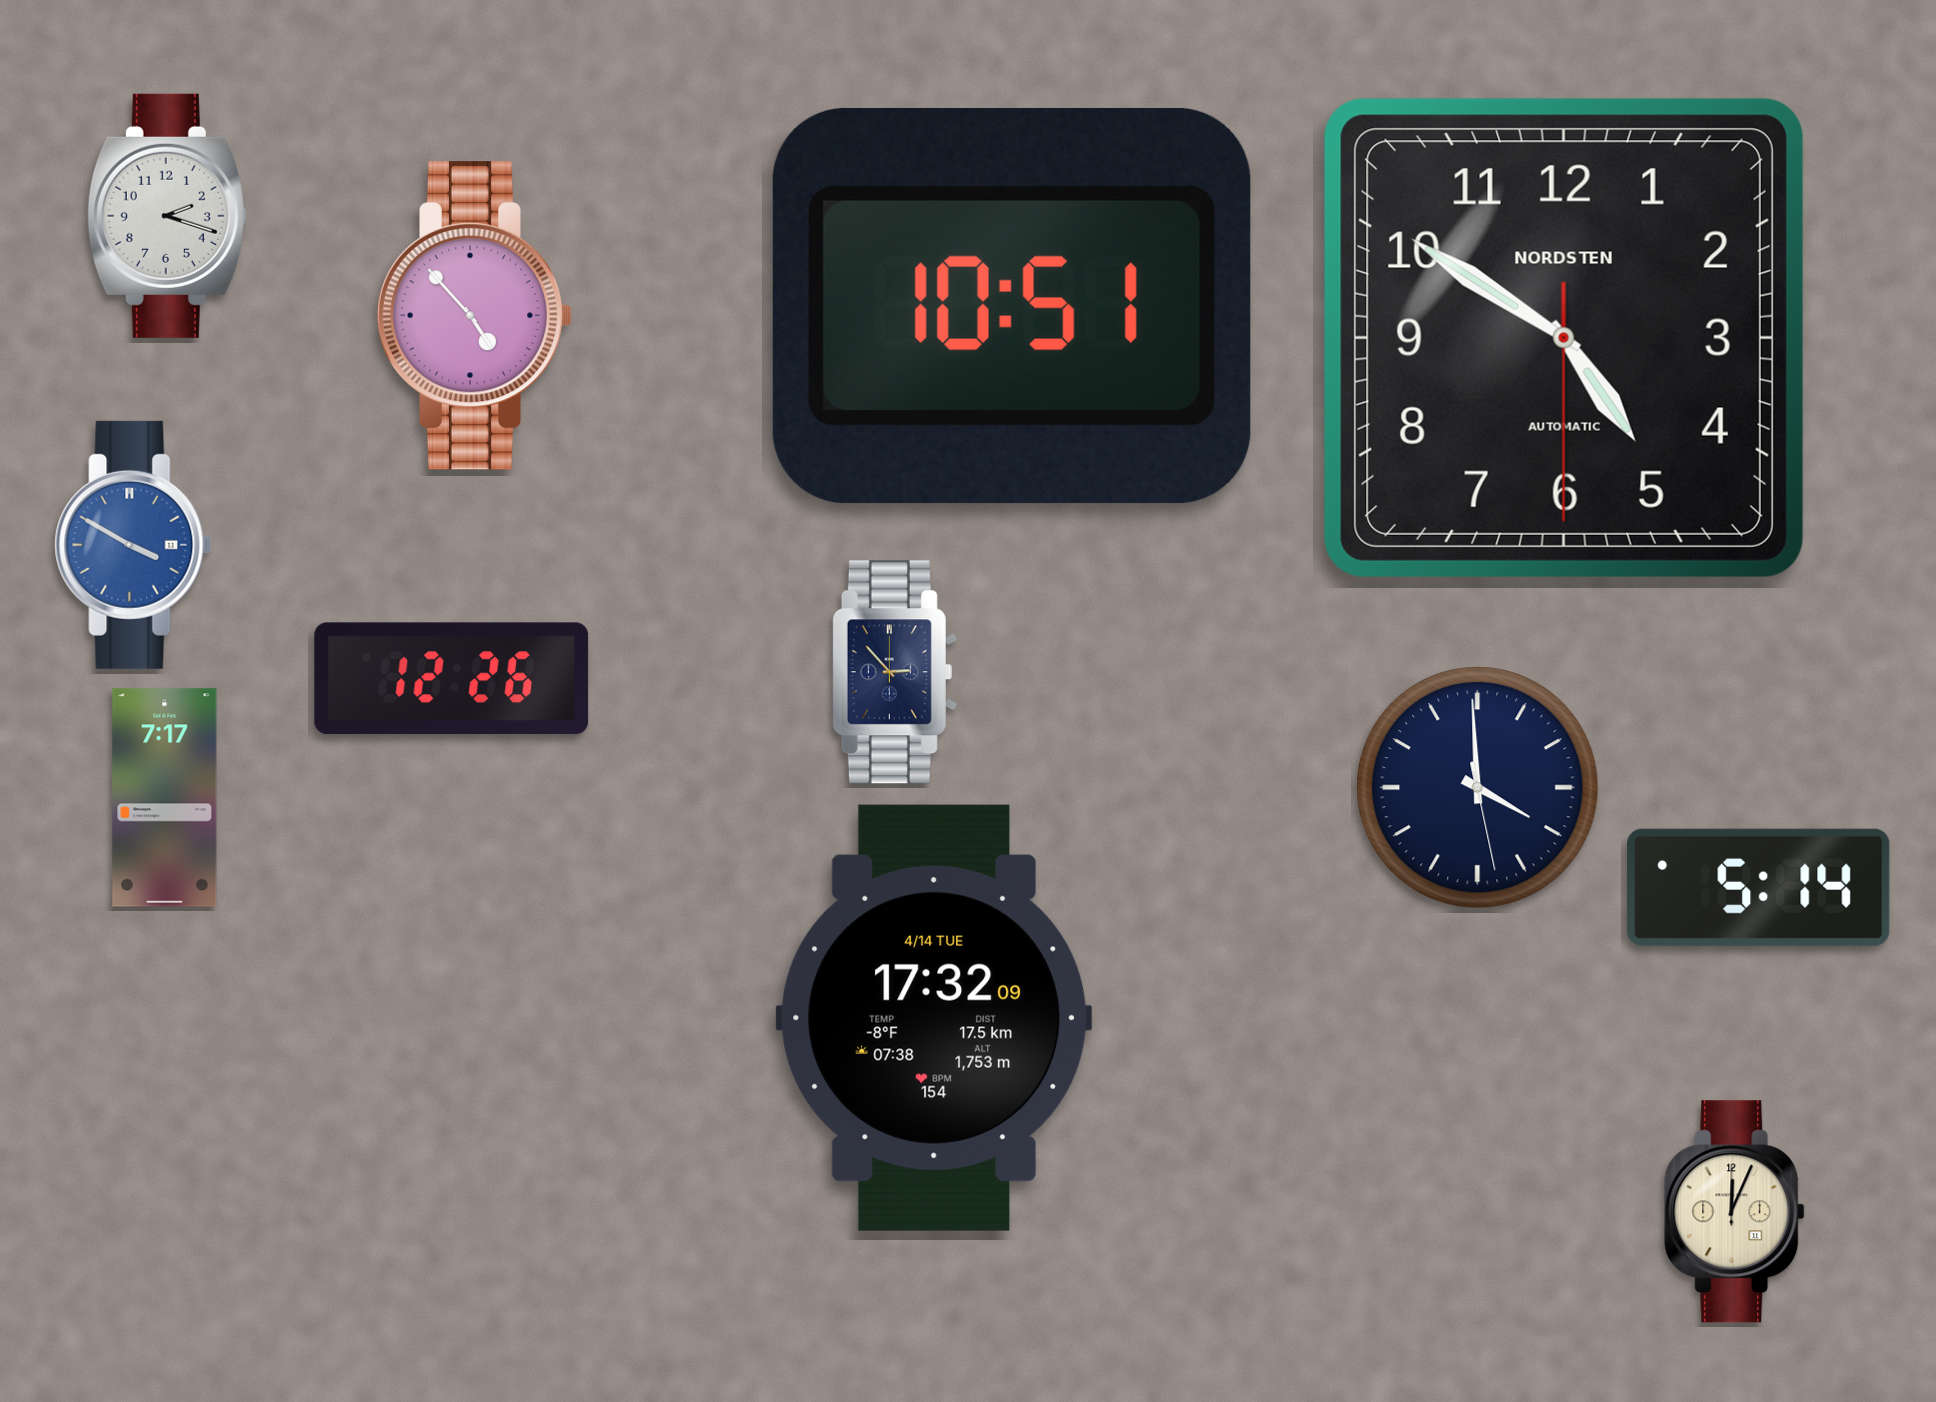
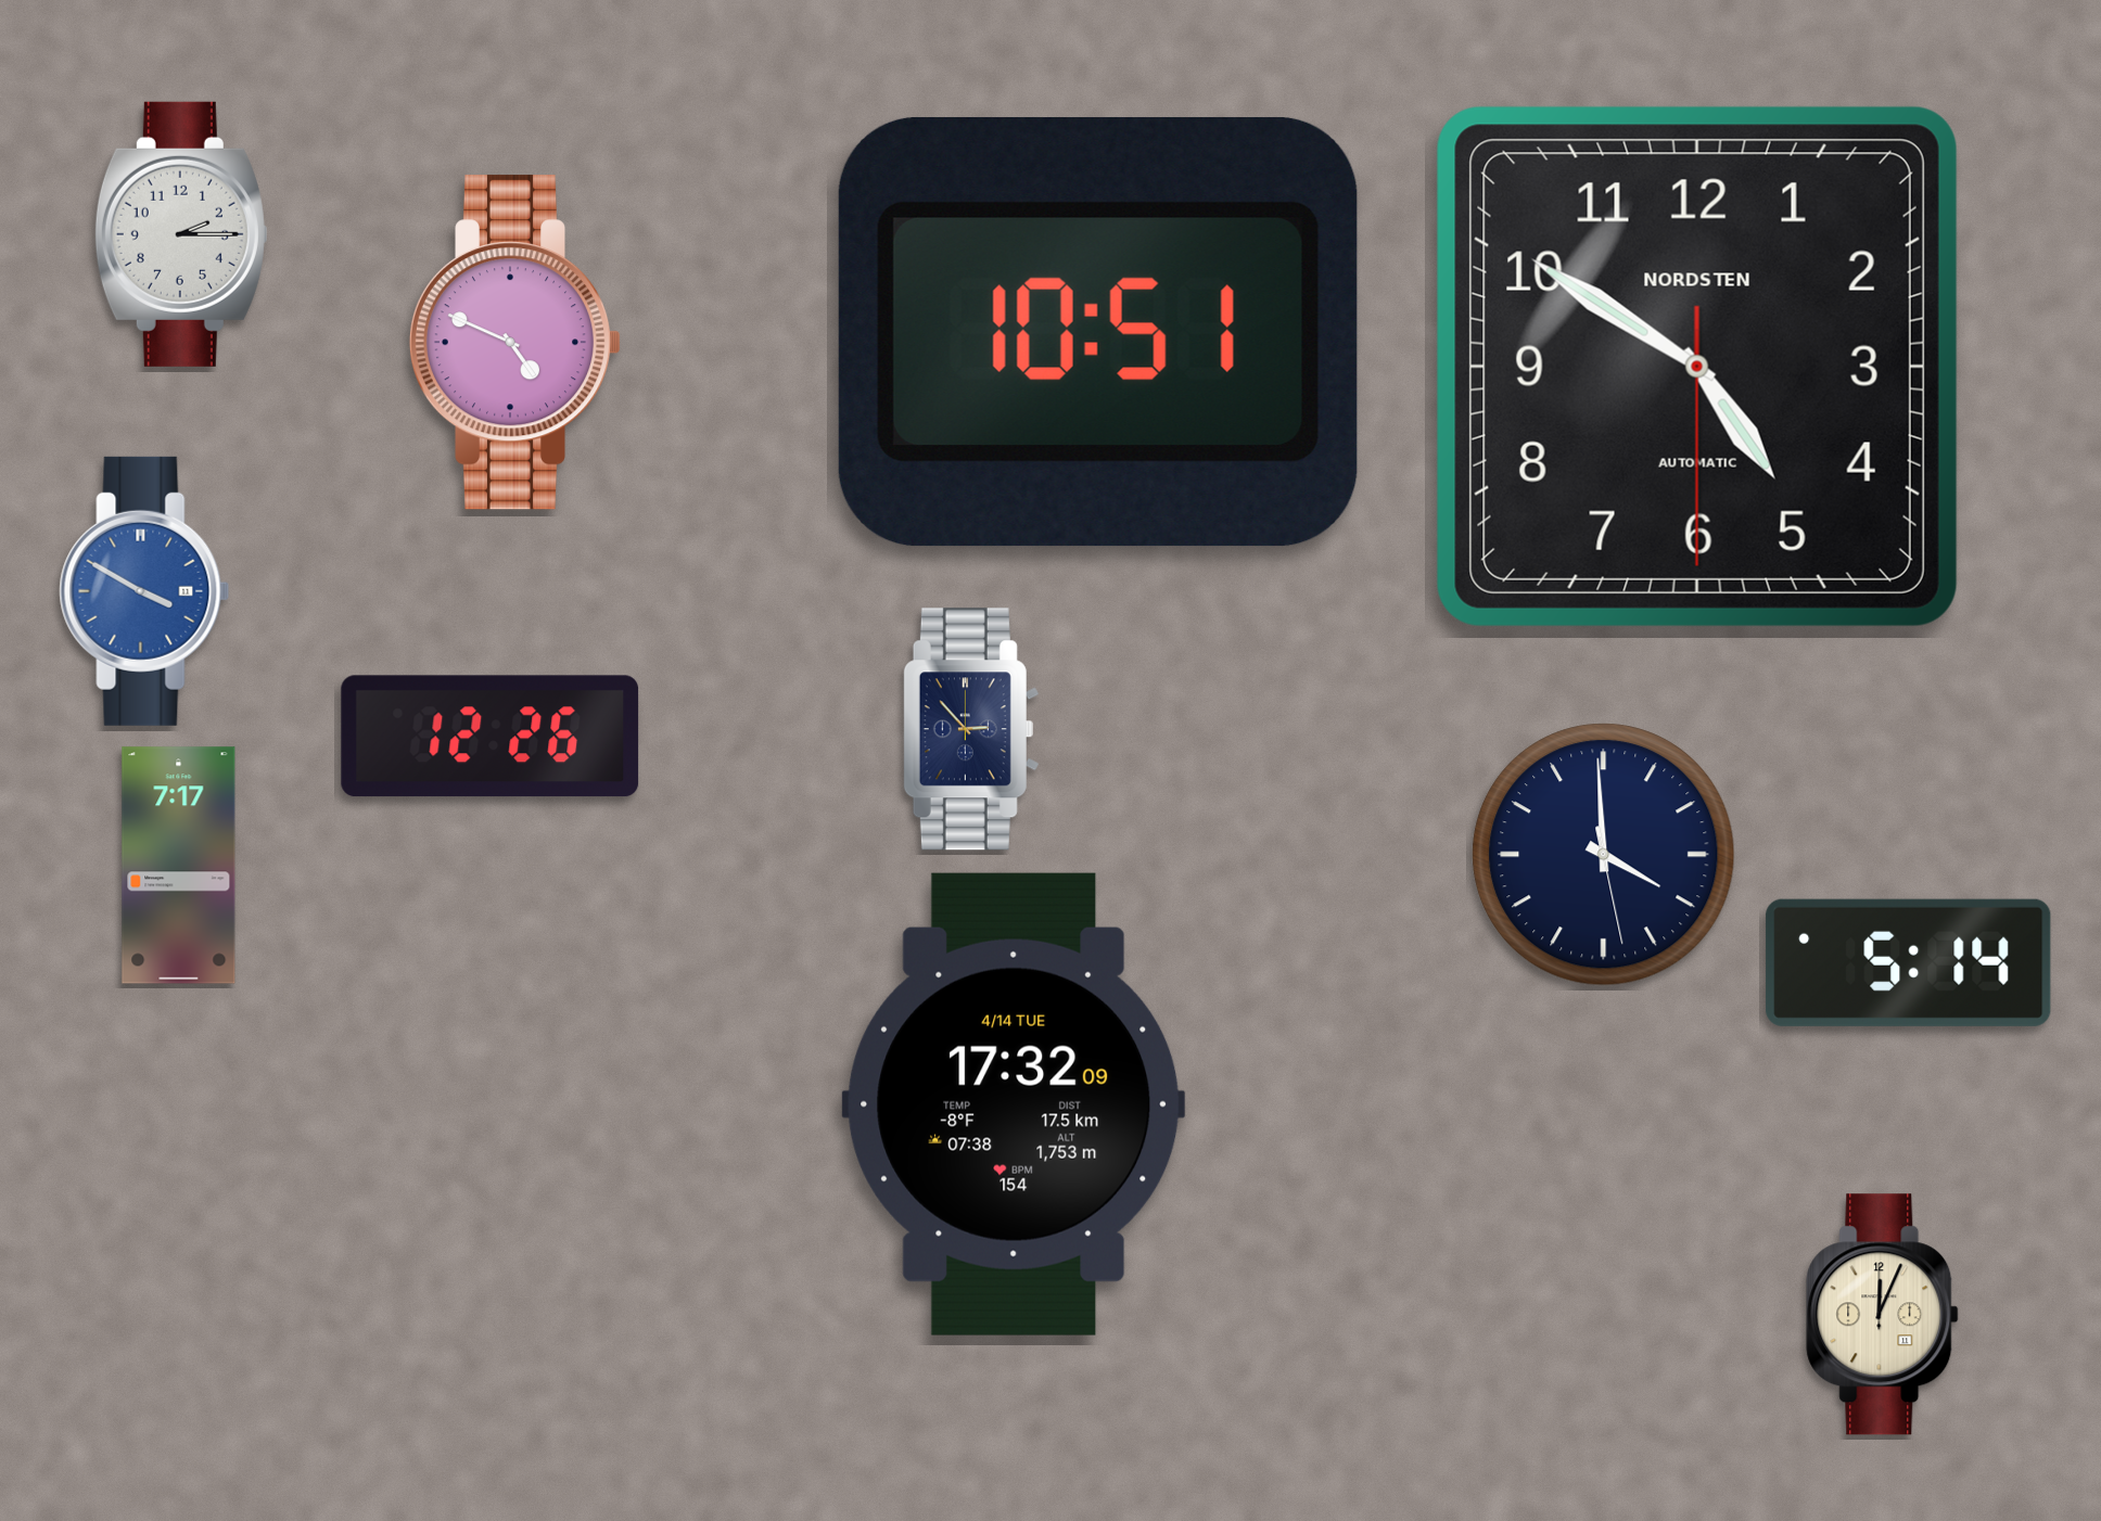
clock at (167, 216): 2:18 -> 2:15
clock at (475, 316): 4:53 -> 4:49
